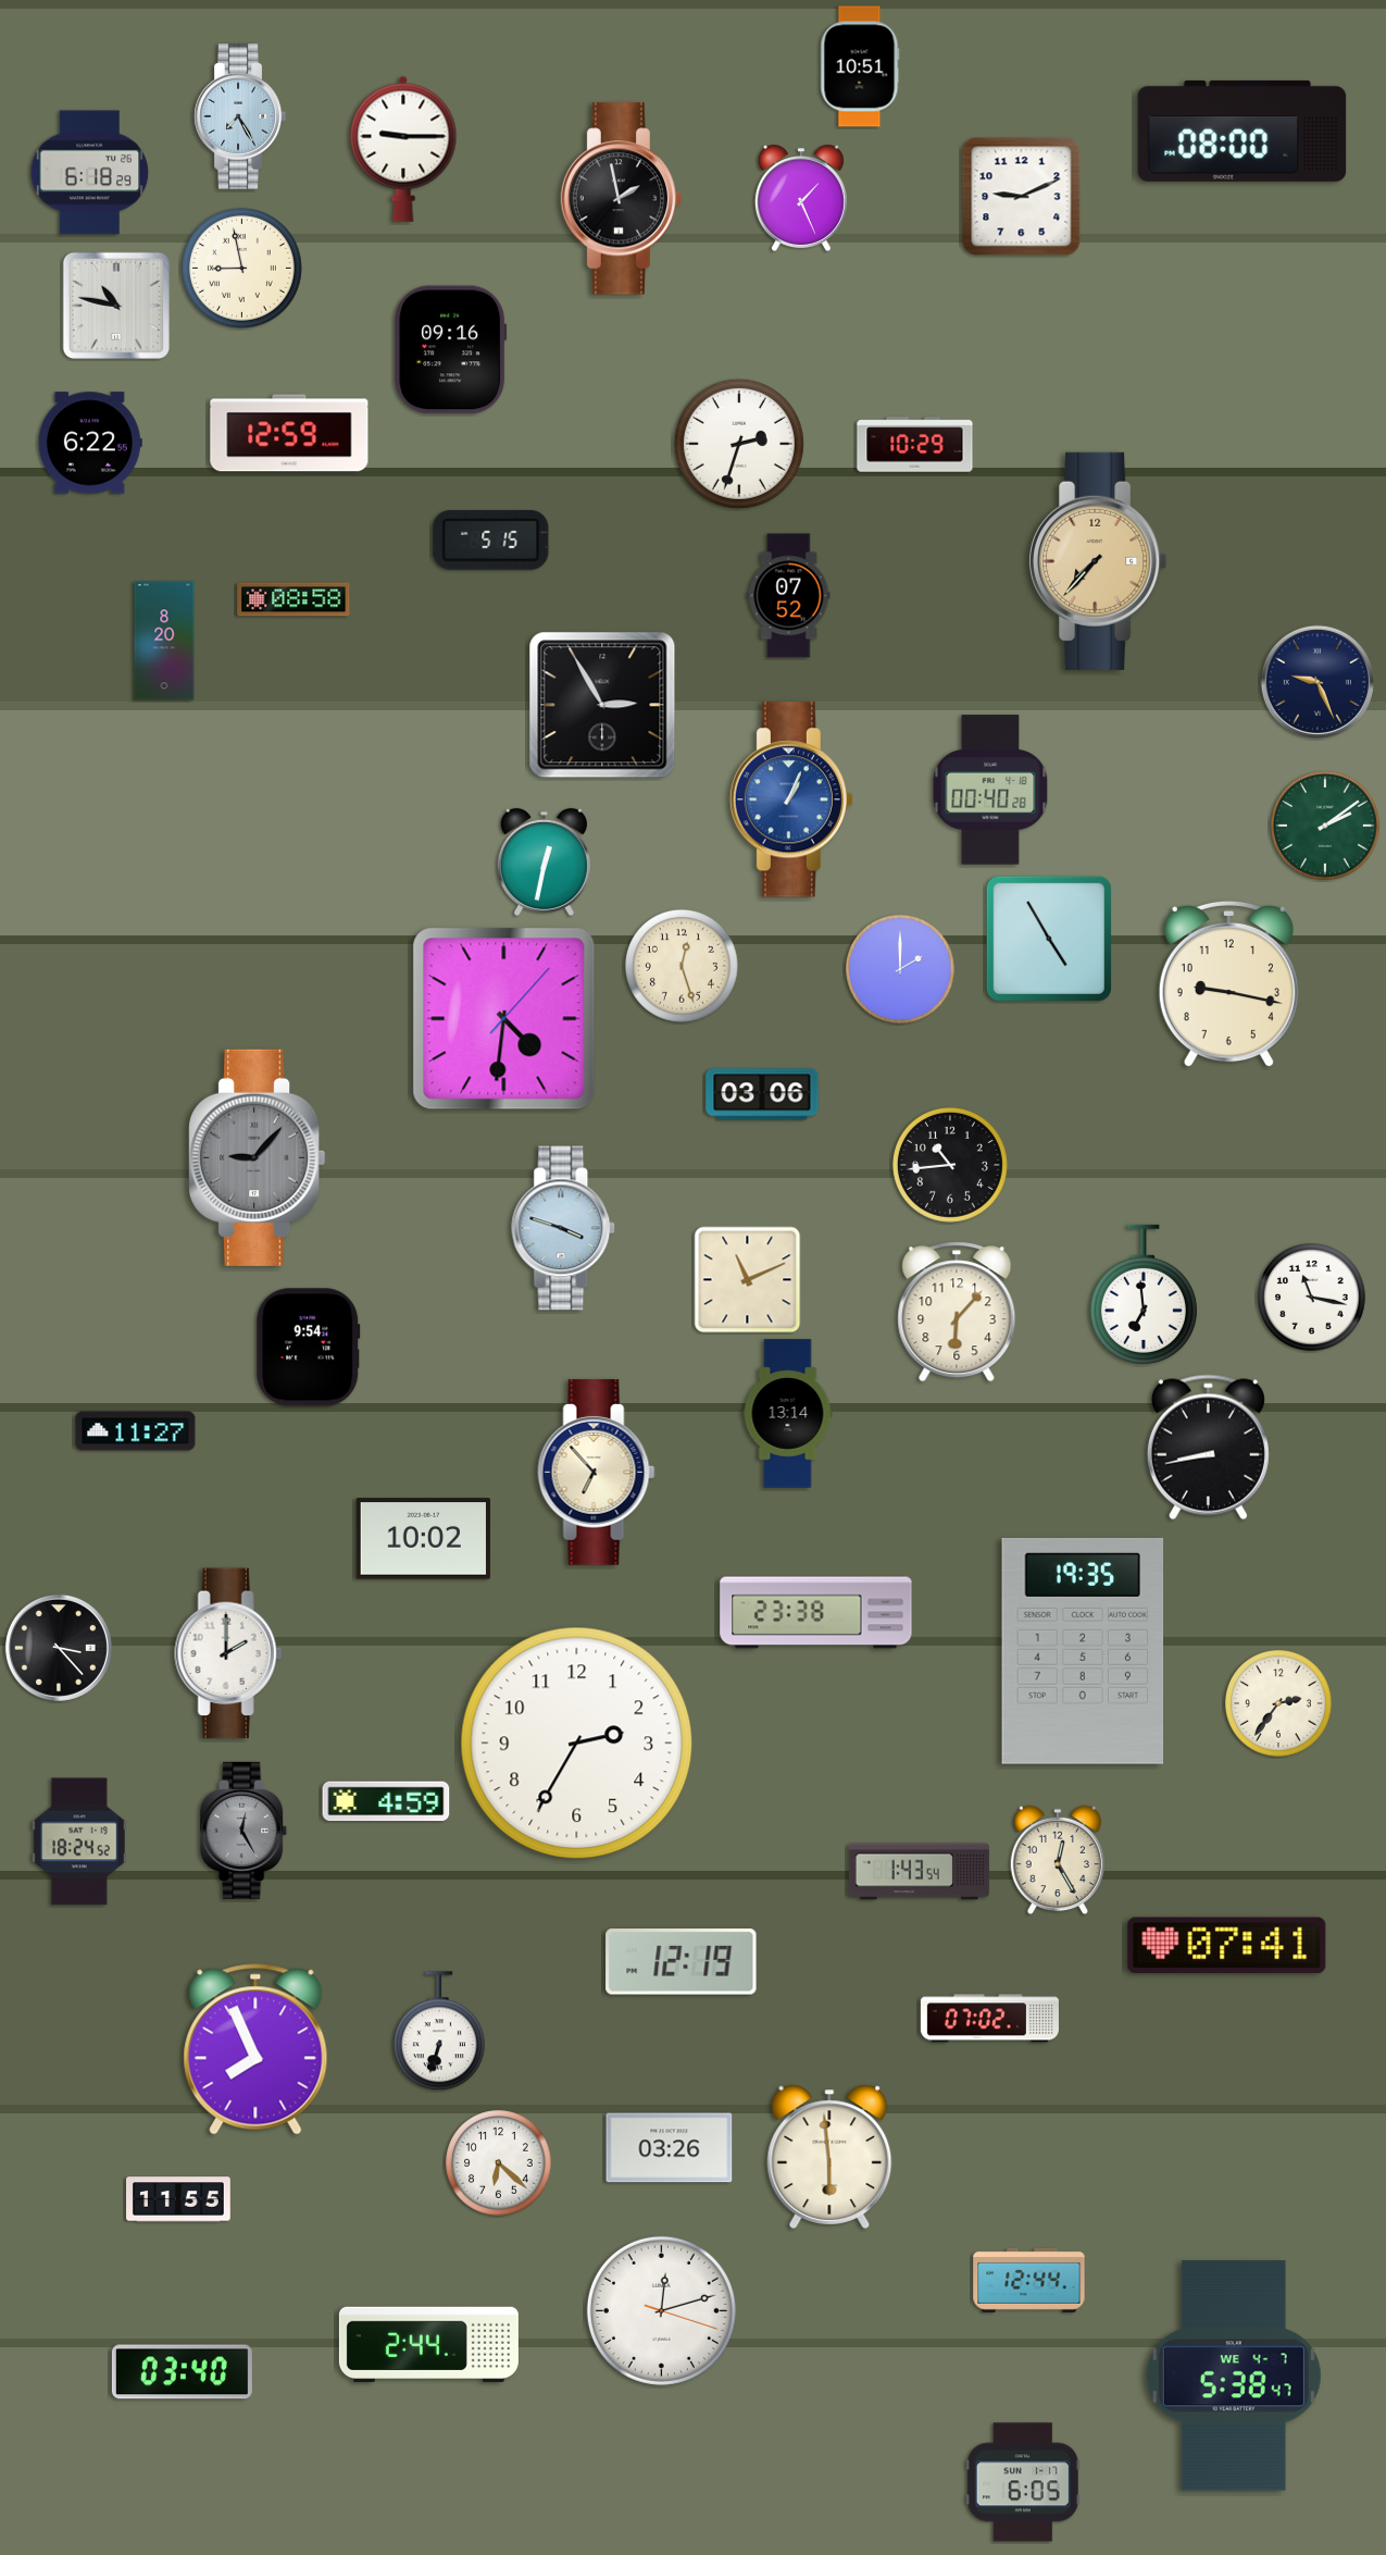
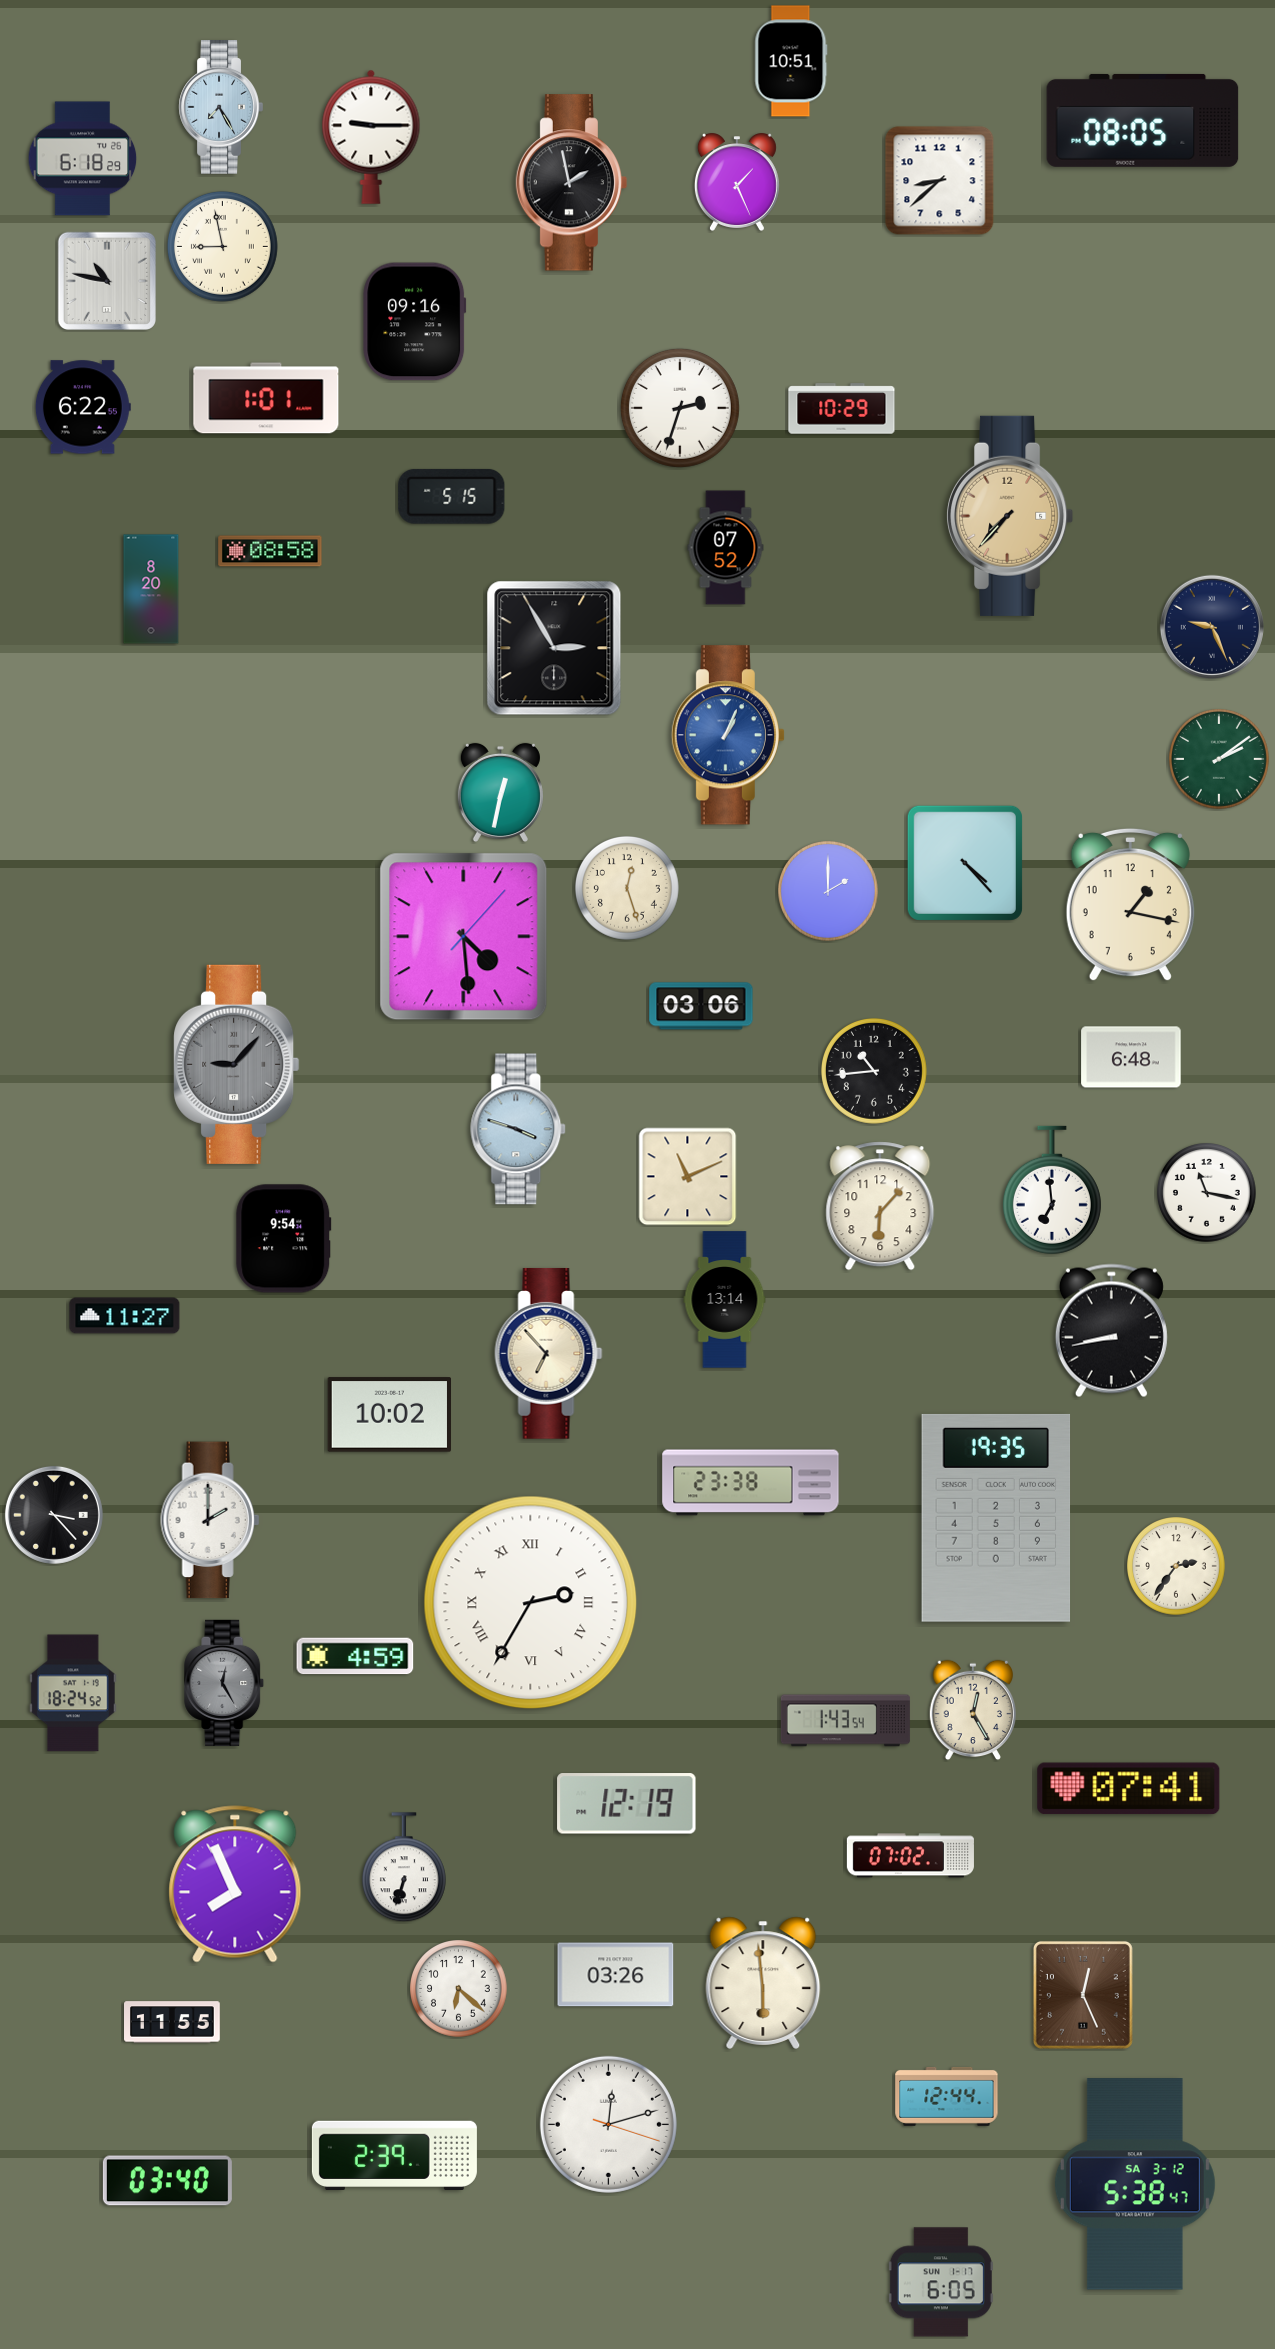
clock at (1243, 131): 08:00 -> 08:05
clock at (1022, 197): 9:11 -> 8:38
clock at (289, 433): 12:59 -> 1:01
clock at (990, 790): 00:40 -> none
clock at (1049, 939): 4:55 -> 4:23
clock at (1228, 984): 9:17 -> 1:17
clock at (504, 1019): 4:31 -> 4:29
clock at (1131, 1057): none -> 6:48
clock at (577, 1744) numerals: Arabic -> Roman
clock at (1083, 1995): none -> 12:26
clock at (179, 2199) position: (179, 2199) -> (173, 2022)
clock at (428, 2344): 2:44 -> 2:39
clock at (1234, 2376) date: WE 4-7 -> SA 3-12
